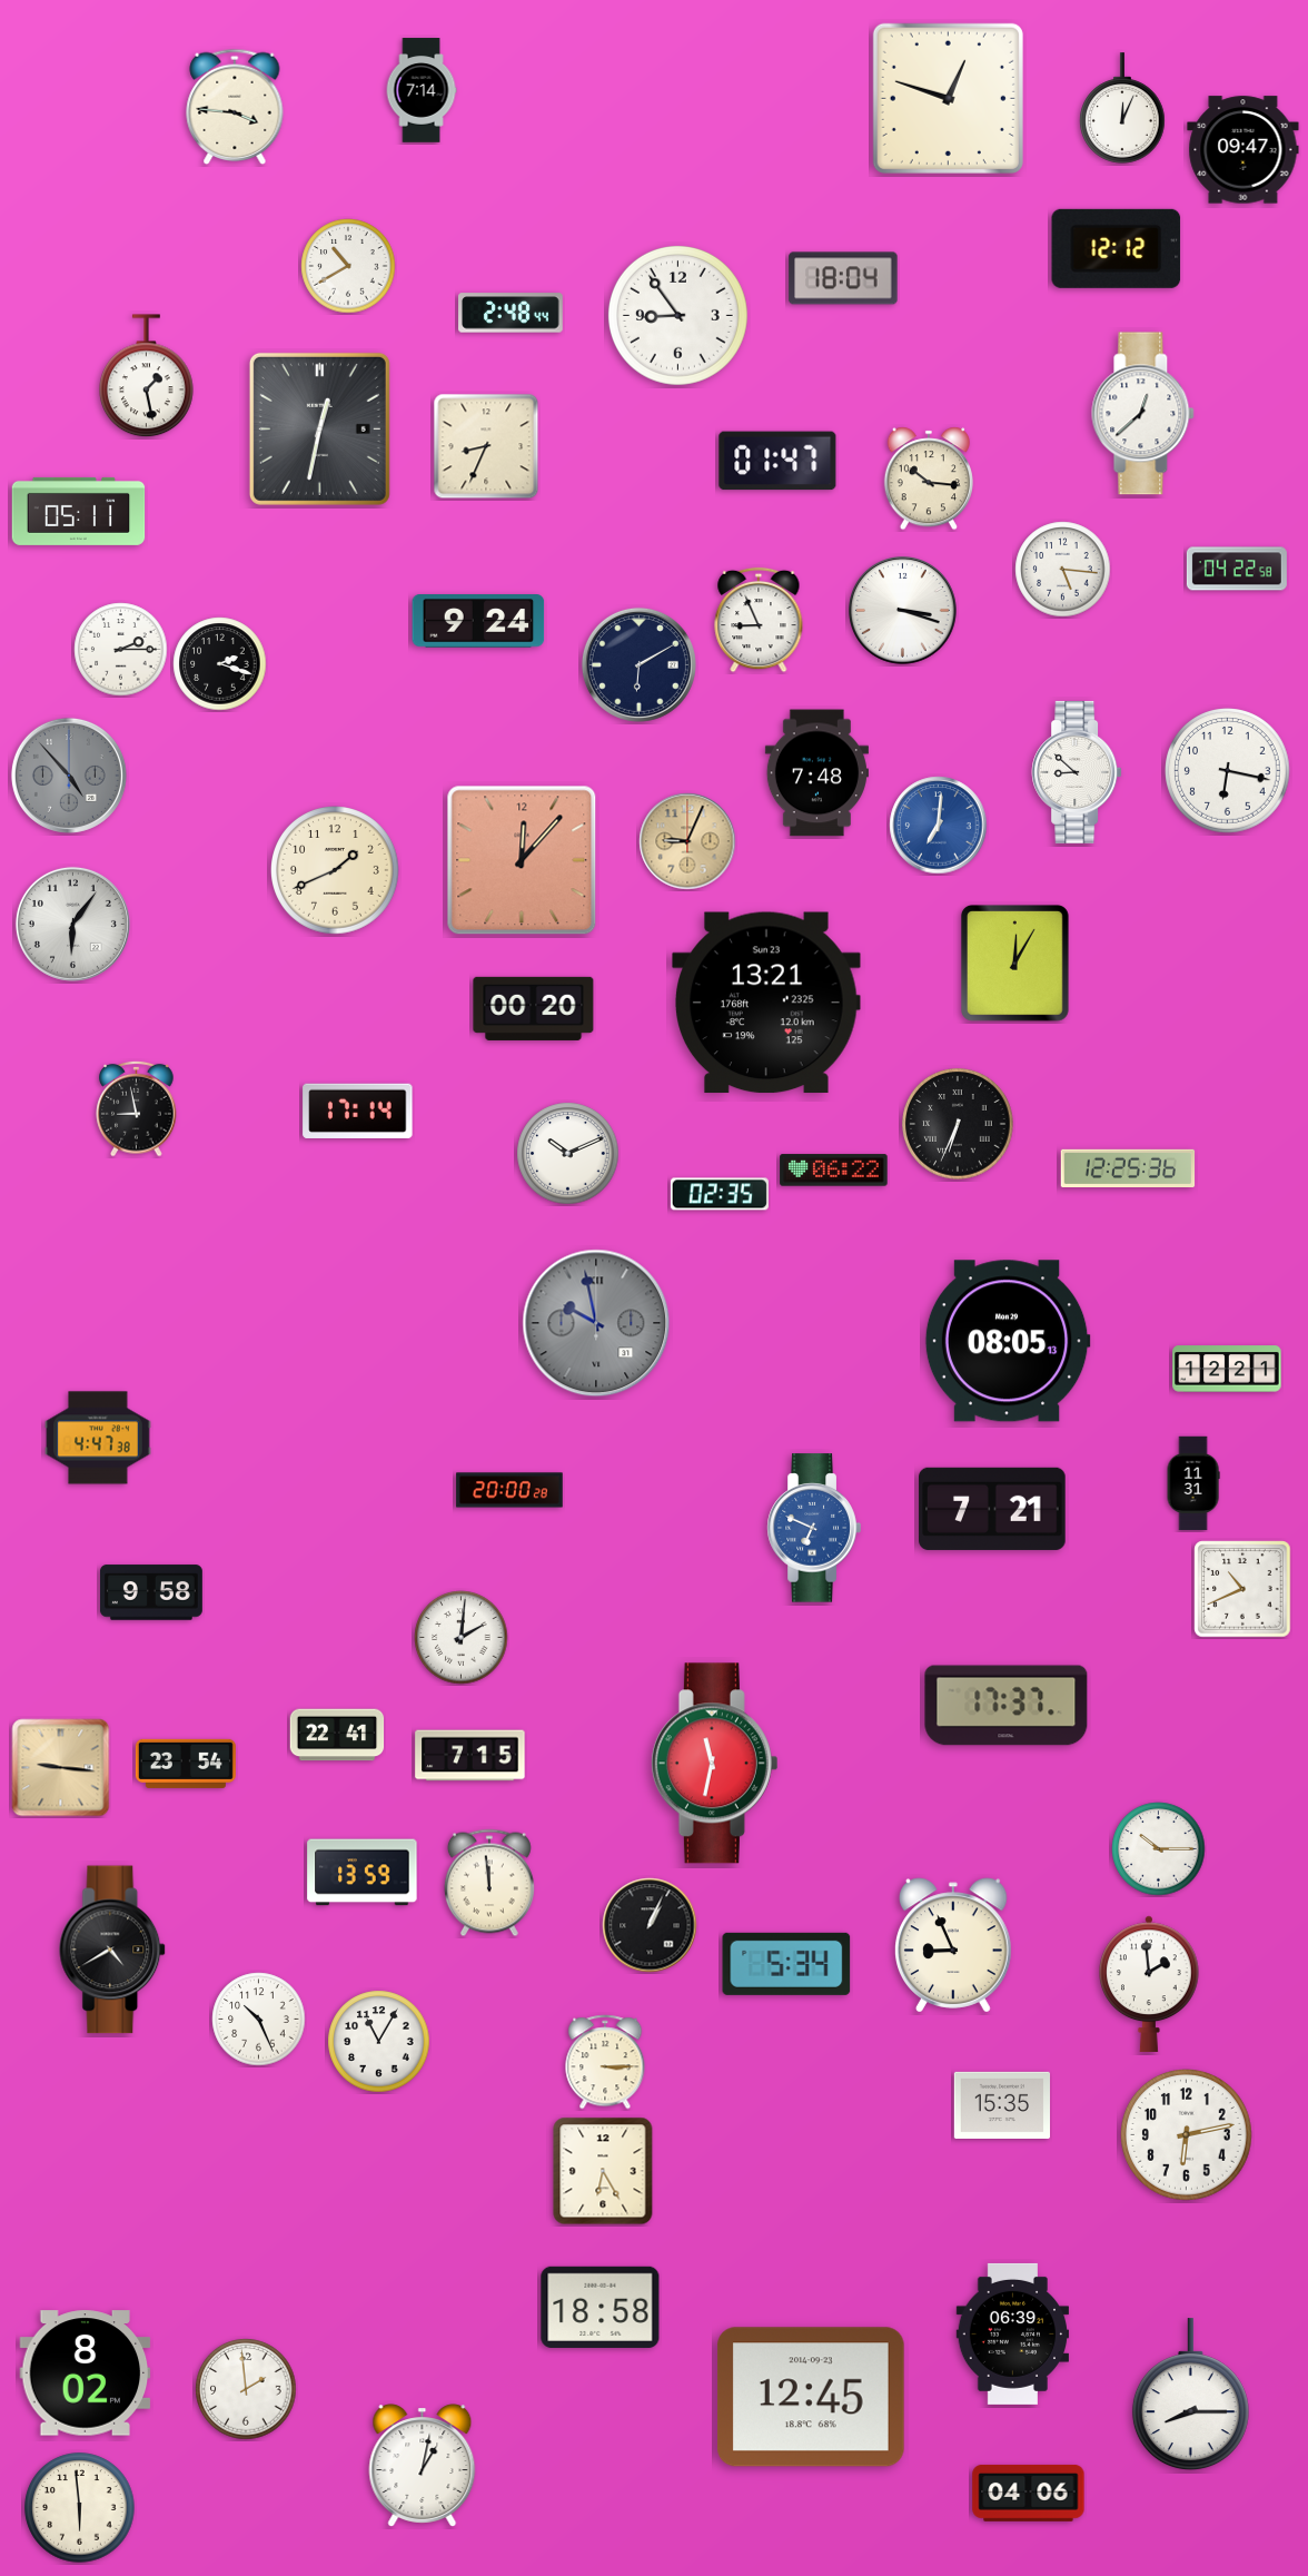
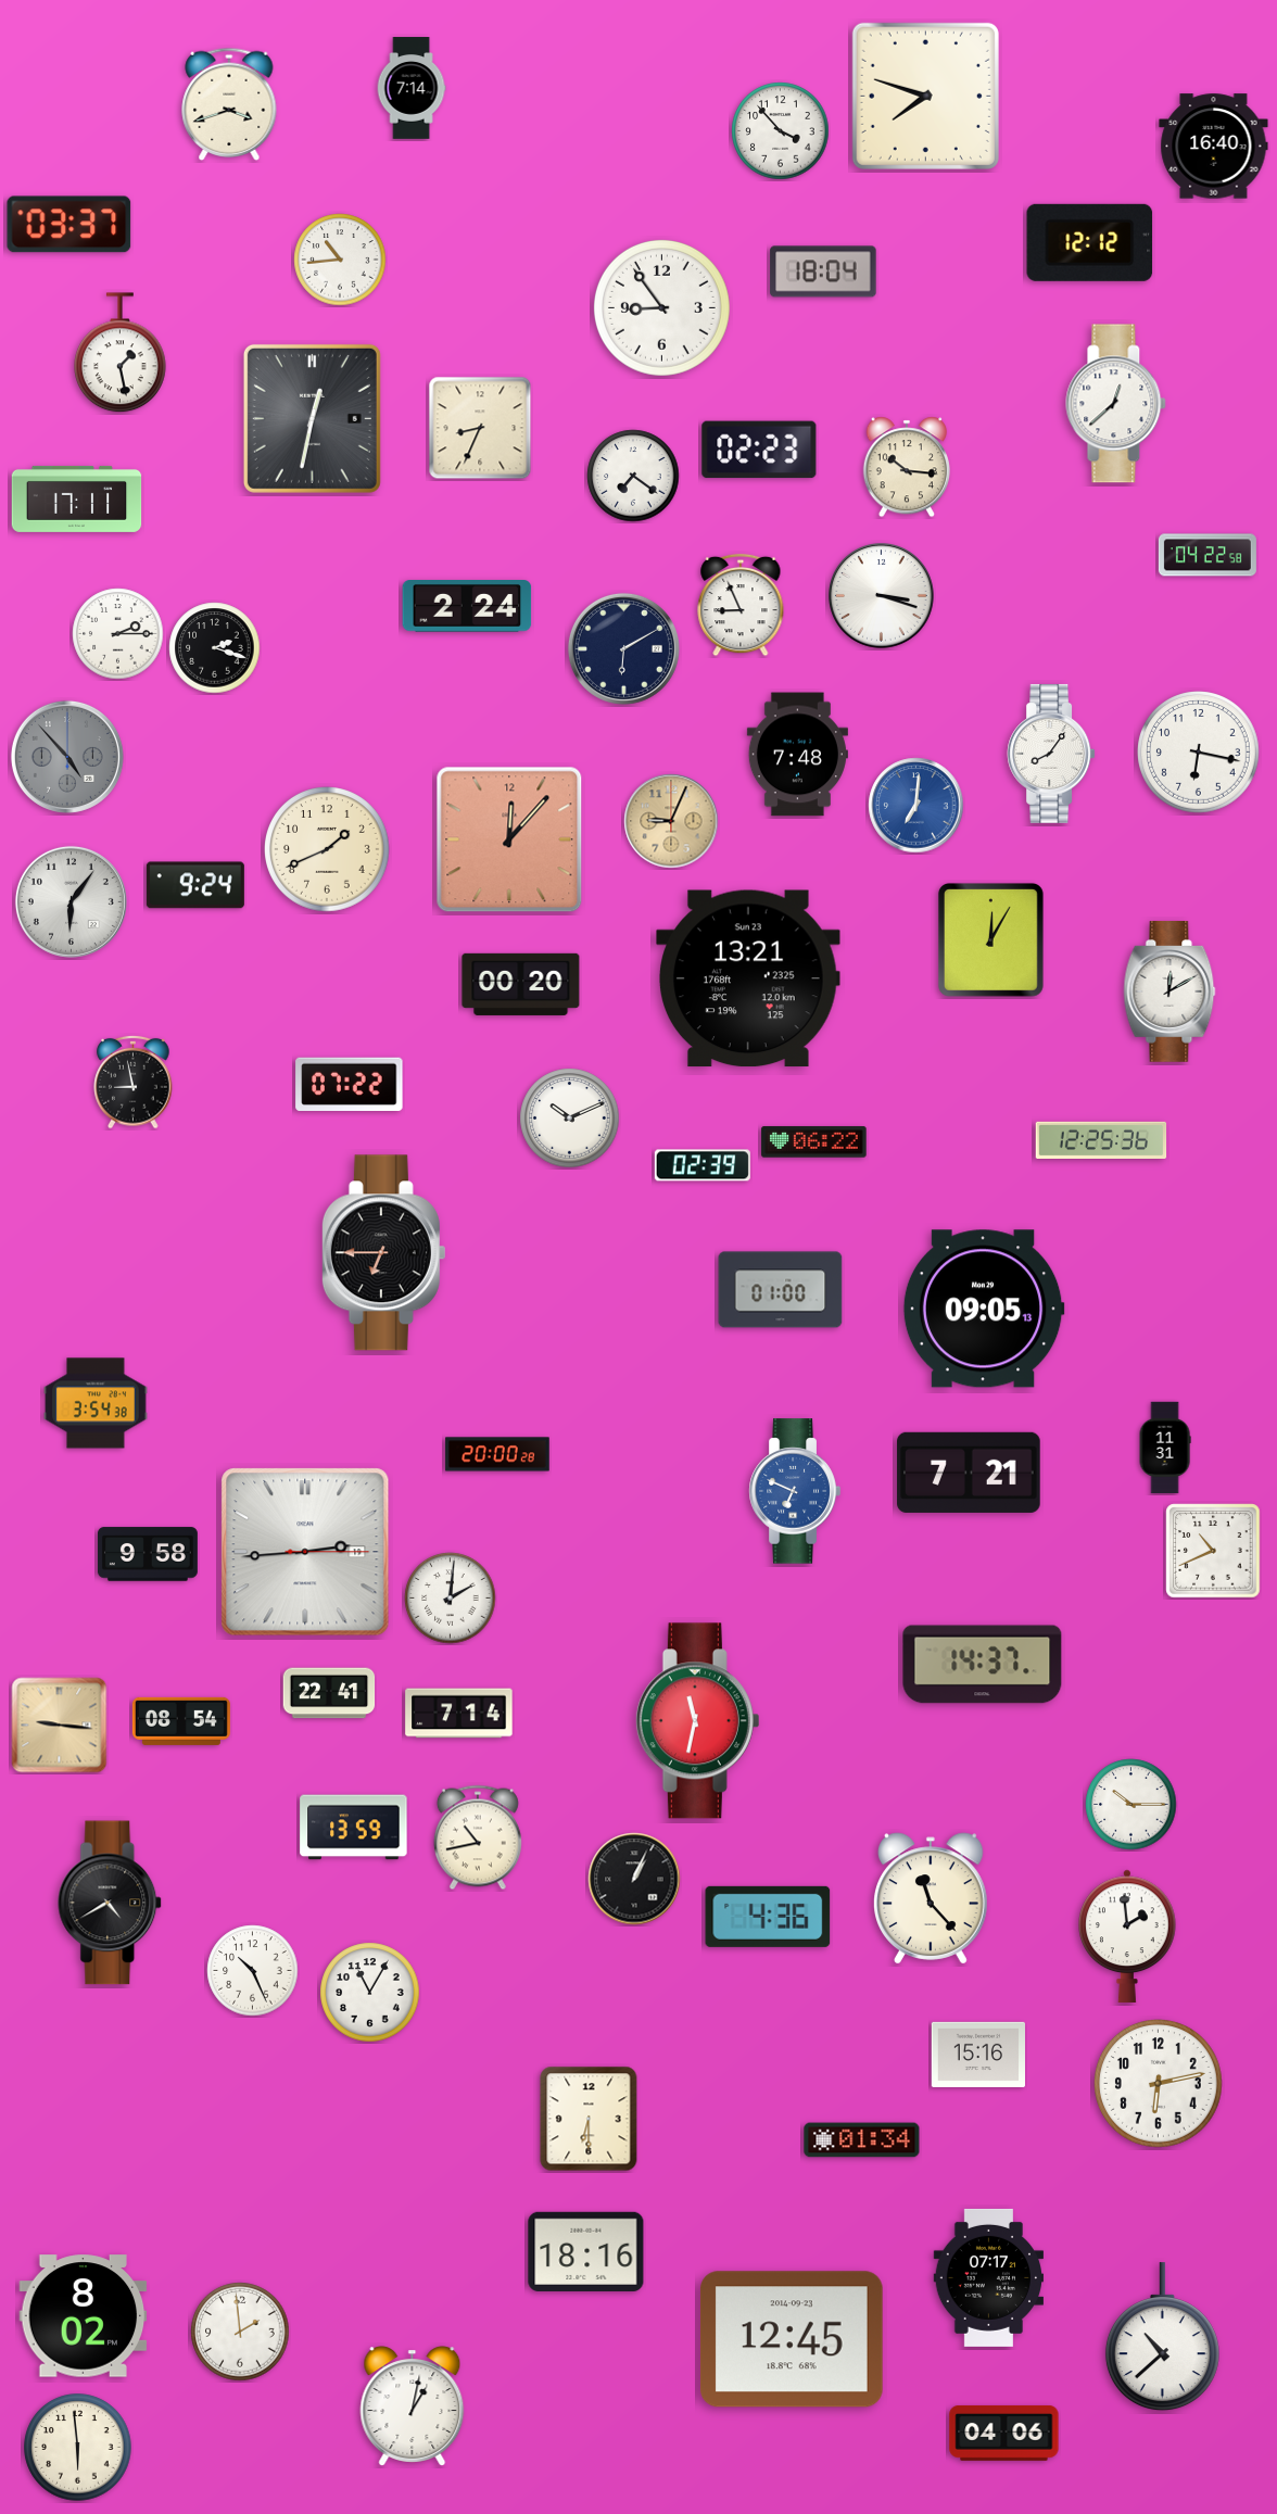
clock at (948, 98): 12:48 -> 7:48
clock at (235, 106): 3:46 -> 3:42
clock at (1122, 108): 12:04 -> none
clock at (781, 131): none -> 3:53
clock at (1243, 150): 09:47 -> 16:40
clock at (69, 225): none -> 03:37
clock at (348, 266): 10:40 -> 10:44
clock at (512, 313): 2:48 -> none
clock at (147, 376) position: (147, 376) -> (121, 353)
clock at (486, 446) position: (486, 446) -> (480, 428)
clock at (777, 461): 01:47 -> 02:23
clock at (633, 476): none -> 7:21
clock at (79, 511): 05:11 -> 17:11
clock at (1063, 570): 5:16 -> none
clock at (478, 622): 9:24 -> 2:24
clock at (1077, 772): 8:52 -> 8:06
clock at (195, 885): none -> 9:24
clock at (1169, 993): none -> 12:10
clock at (358, 1111): 17:14 -> 07:22
clock at (958, 1124): 6:34 -> none
clock at (568, 1154) position: (568, 1154) -> (570, 1119)
clock at (720, 1194): 02:35 -> 02:39
clock at (383, 1253): none -> 6:45
clock at (781, 1290): none -> 01:00
clock at (596, 1323): 9:58 -> none
clock at (1008, 1341): 08:05 -> 09:05
clock at (1227, 1369): 12:21 -> none
clock at (98, 1438): 4:47 -> 3:54
clock at (305, 1552): none -> 2:44
clock at (1007, 1706): 17:37 -> 14:37
clock at (470, 1756): 7:15 -> 7:14
clock at (186, 1764): 23:54 -> 08:54
clock at (489, 1883): 11:59 -> 10:43
clock at (954, 1945): 8:56 -> 11:23
clock at (786, 1964): 5:34 -> 4:36
clock at (1149, 1984) position: (1149, 1984) -> (1127, 1936)
clock at (605, 2062): 3:15 -> none
clock at (1001, 2105): 15:35 -> 15:16
clock at (603, 2171): 6:25 -> 6:30
clock at (862, 2140): none -> 01:34
clock at (601, 2307): 18:58 -> 18:16
clock at (1012, 2333): 06:39 -> 07:17
clock at (1190, 2395): 8:15 -> 10:38
